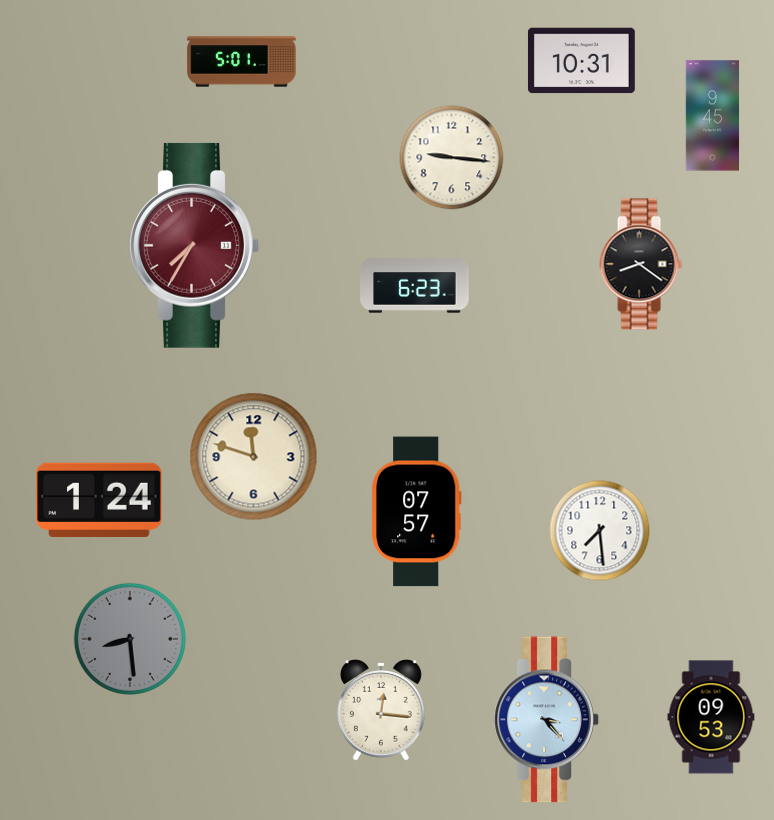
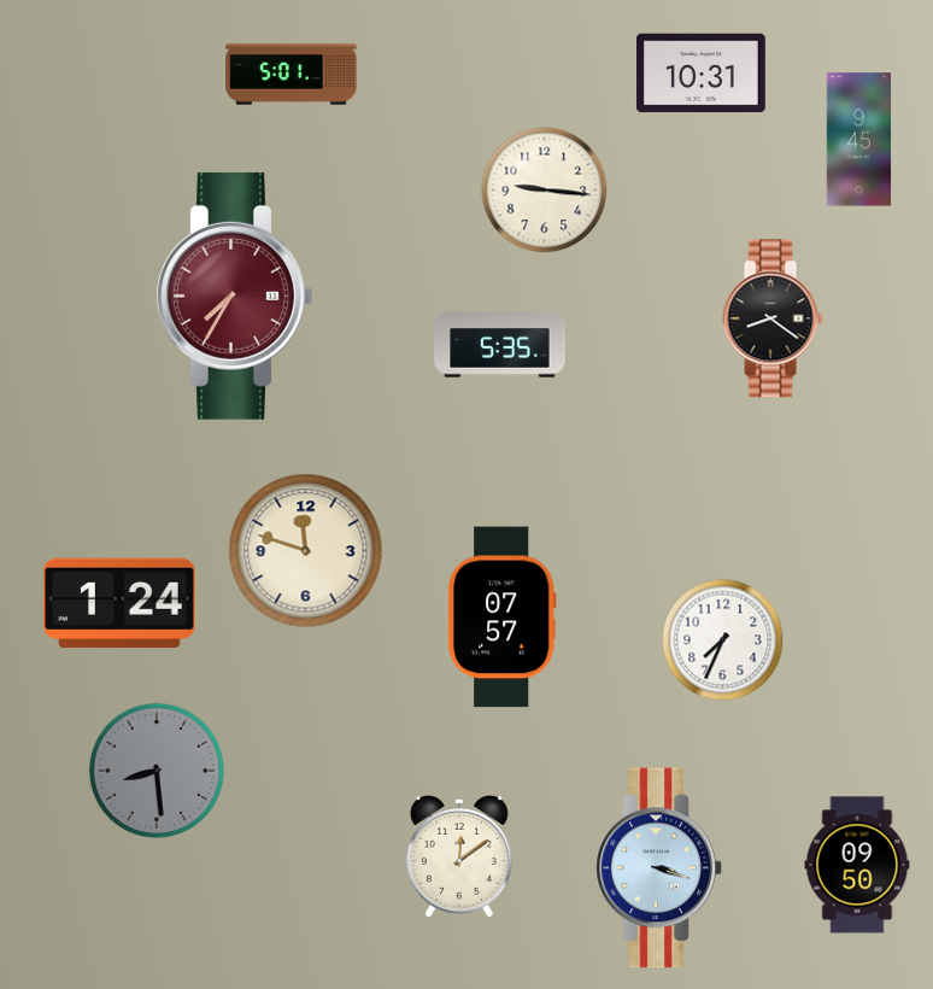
clock at (415, 286): 6:23 -> 5:35
clock at (600, 531): 7:29 -> 7:34
clock at (381, 711): 12:16 -> 12:09
clock at (711, 717): 09:53 -> 09:50
clock at (547, 720): 3:23 -> 3:18
